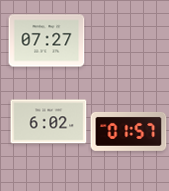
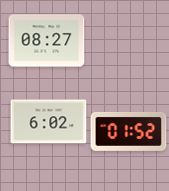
clock at (47, 41): 07:27 -> 08:27
clock at (129, 131): 01:57 -> 01:52
